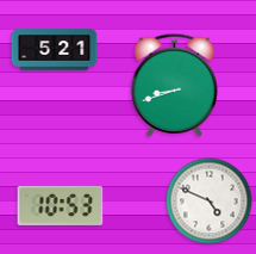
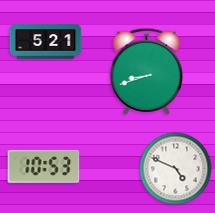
clock at (61, 205) position: (61, 205) -> (44, 166)
